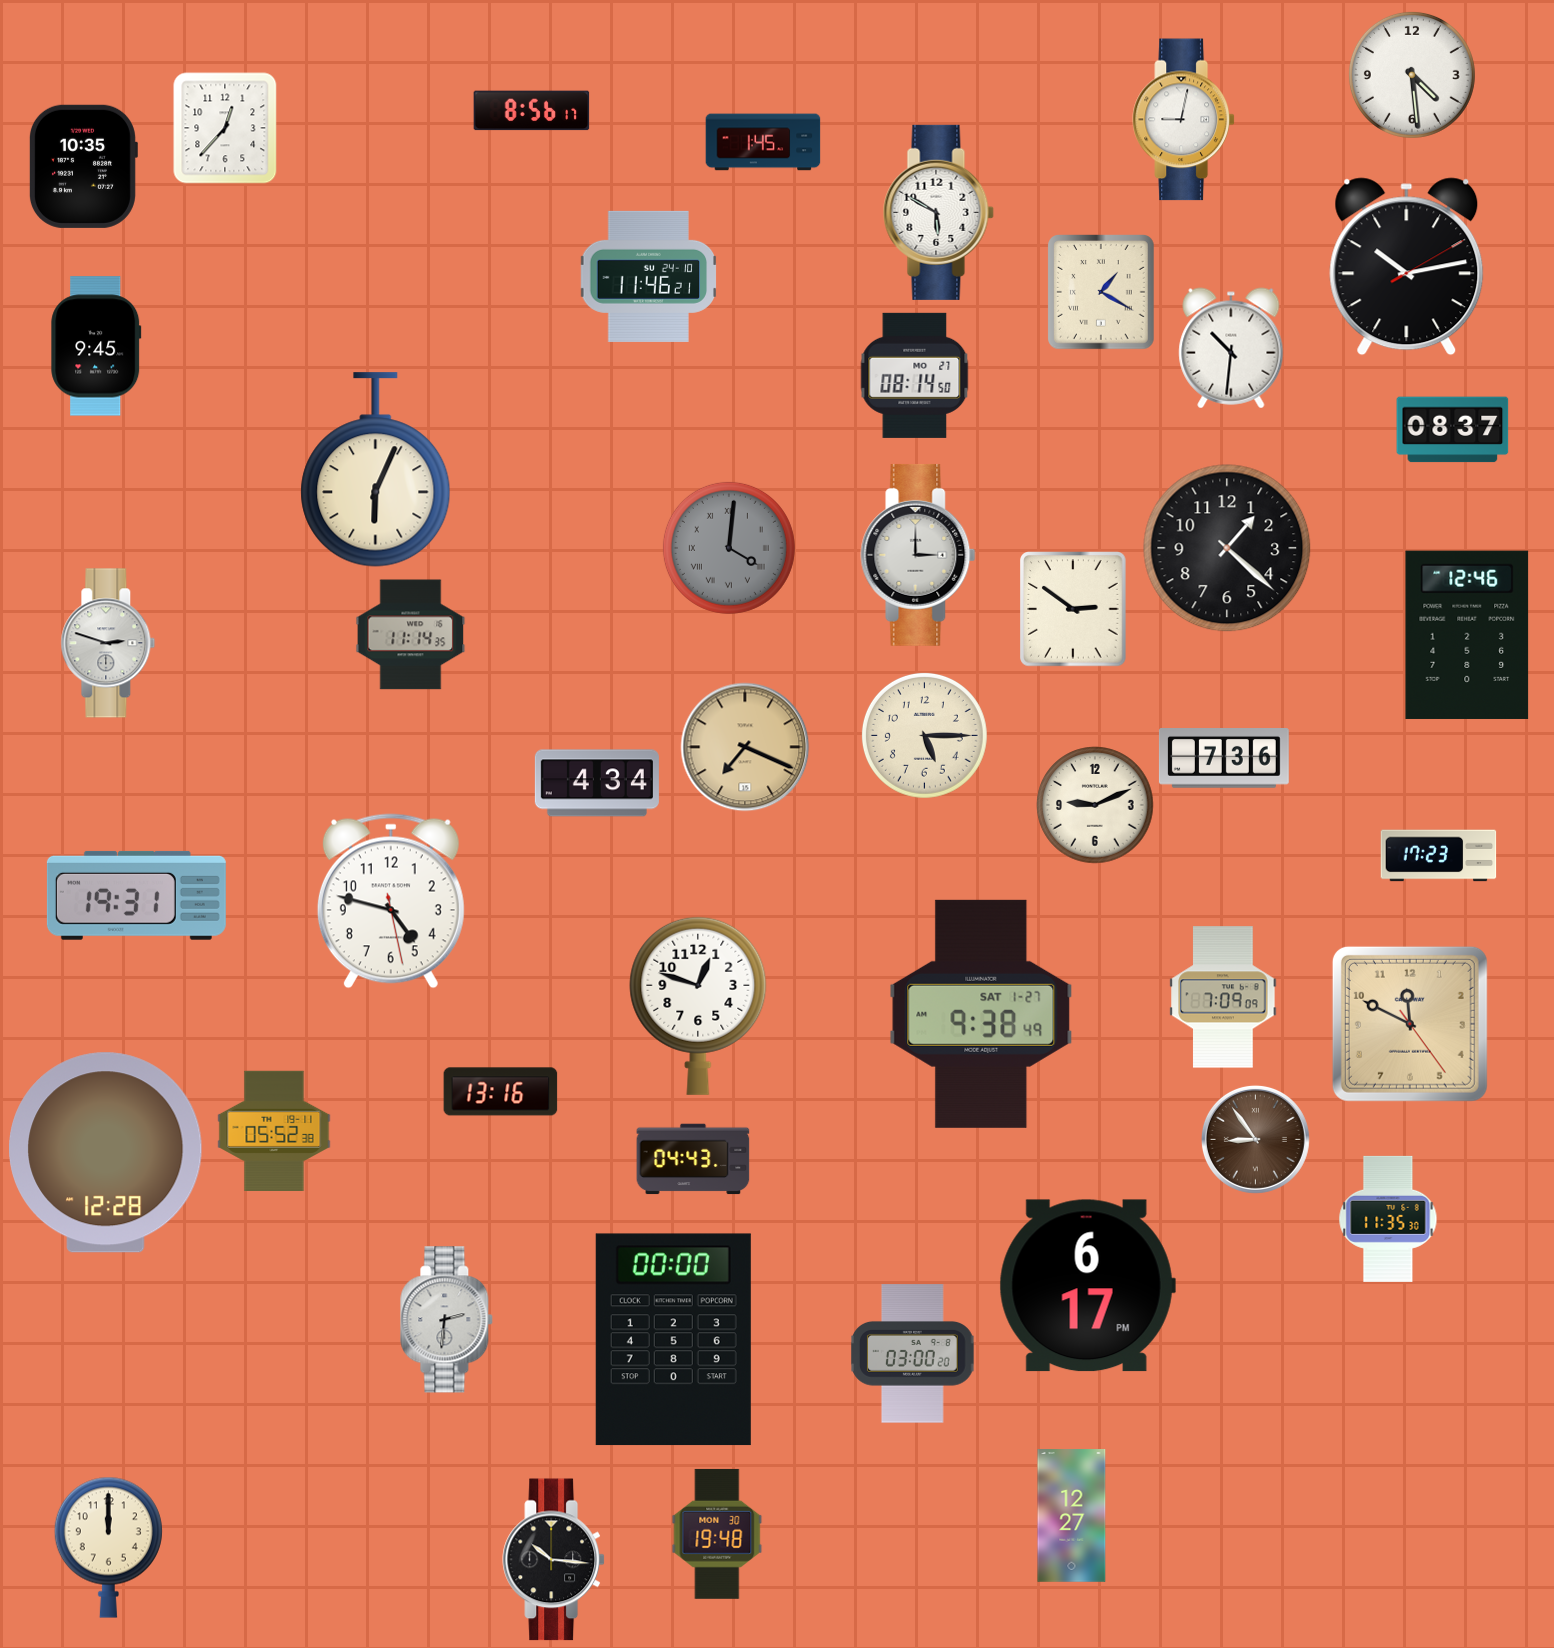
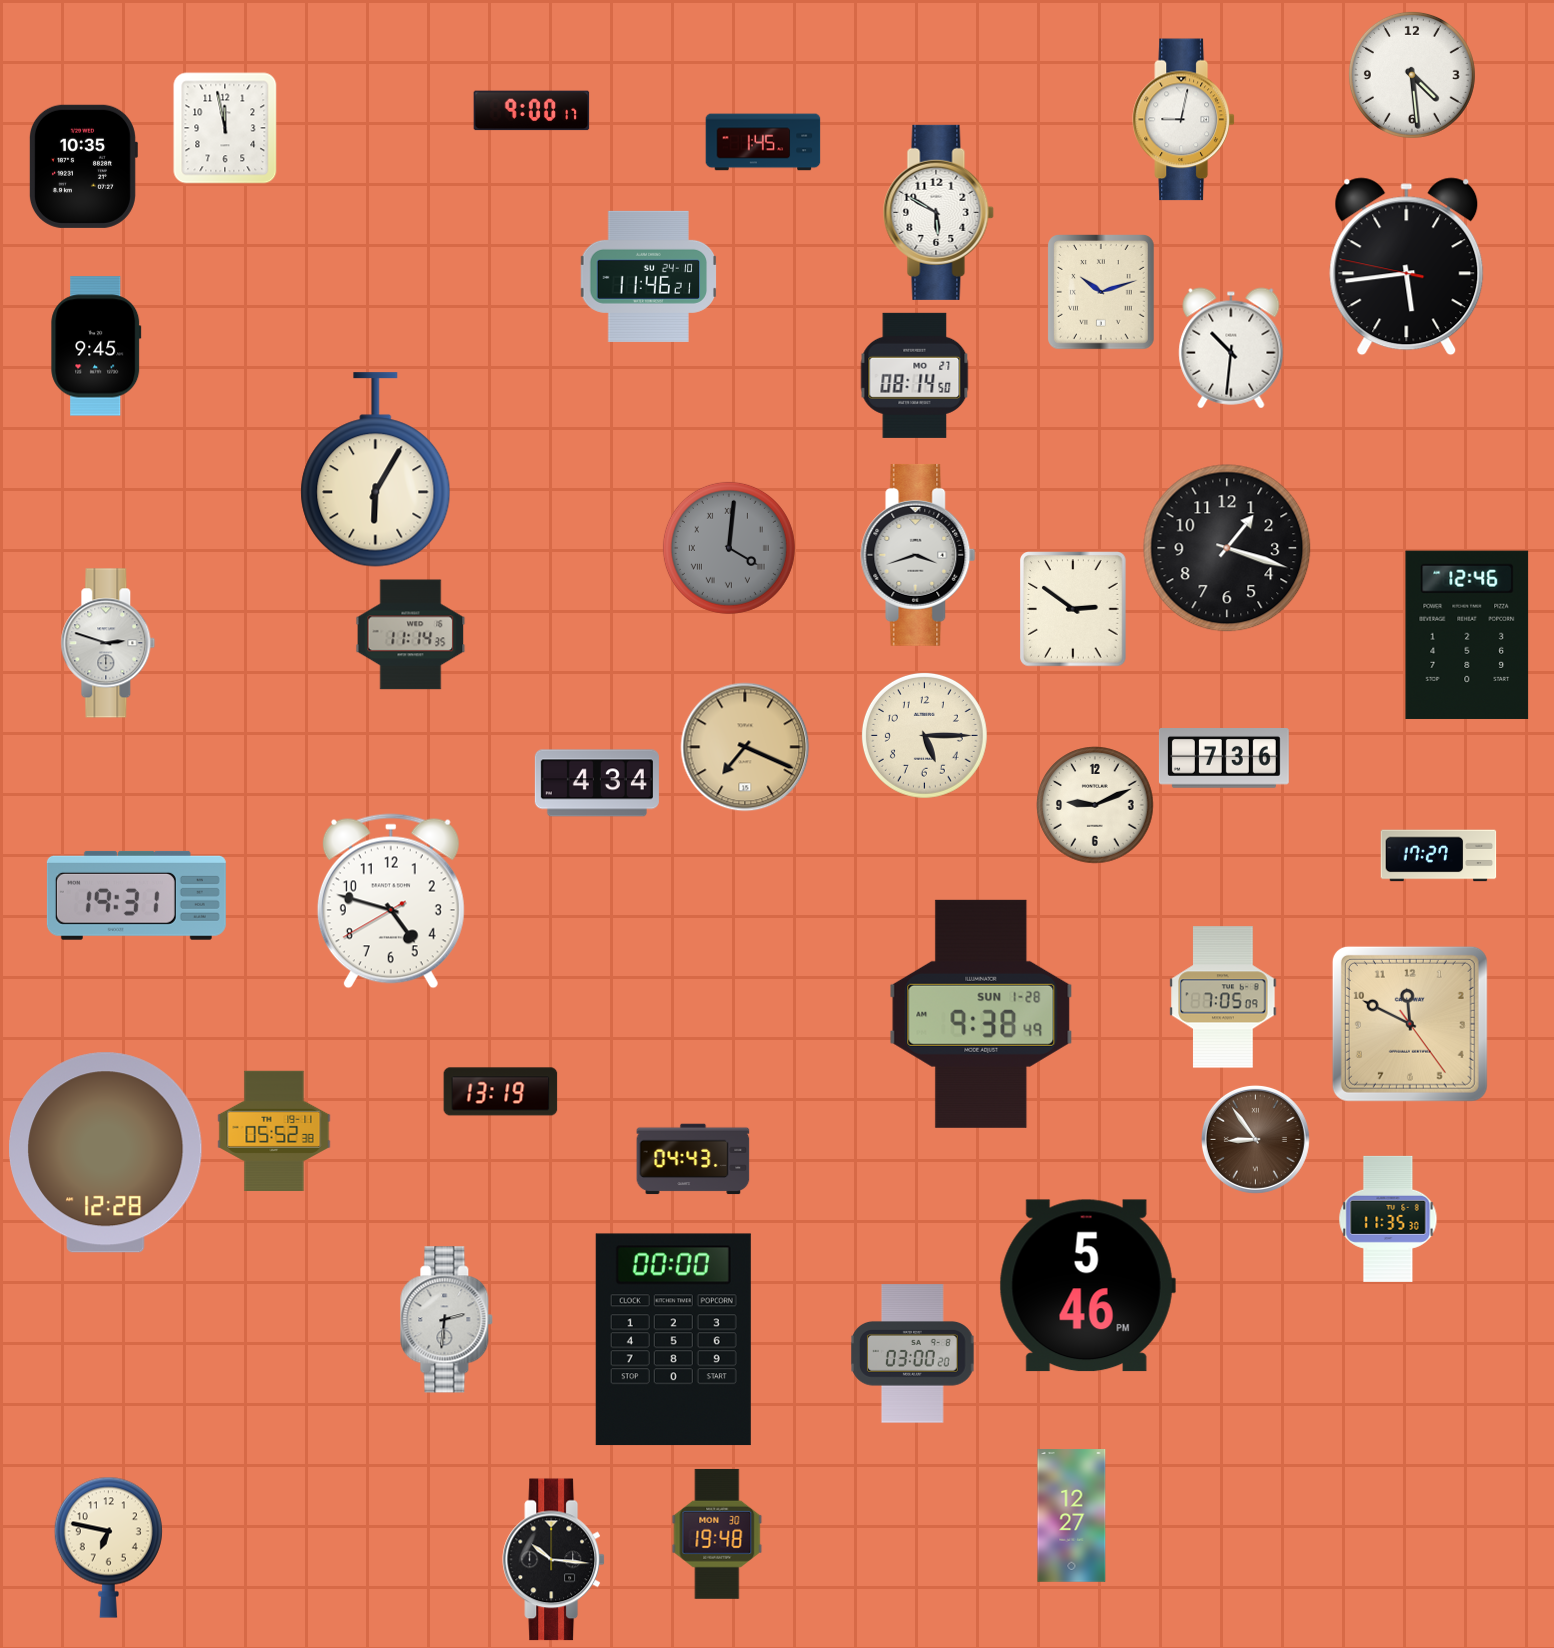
clock at (532, 111): 8:56 -> 9:00
clock at (225, 128): 12:37 -> 11:58
clock at (1407, 267): 10:13 -> 5:43
clock at (1102, 293): 1:20 -> 10:12
clock at (1453, 430): 08:37 -> none
clock at (376, 470): 6:04 -> 6:05
clock at (1227, 548): 1:22 -> 1:18
clock at (918, 555): 3:00 -> 3:42
clock at (1439, 856): 17:23 -> 17:27
clock at (391, 901): 4:47:28 -> 4:47:40
clock at (1223, 997): 7:09 -> 7:05
clock at (698, 1006): 12:48 -> none
clock at (981, 1014) date: SAT 1-27 -> SUN 1-28
clock at (501, 1092): 13:16 -> 13:19
clock at (1087, 1286): 6:17 -> 5:46
clock at (108, 1547): 12:00 -> 6:47
